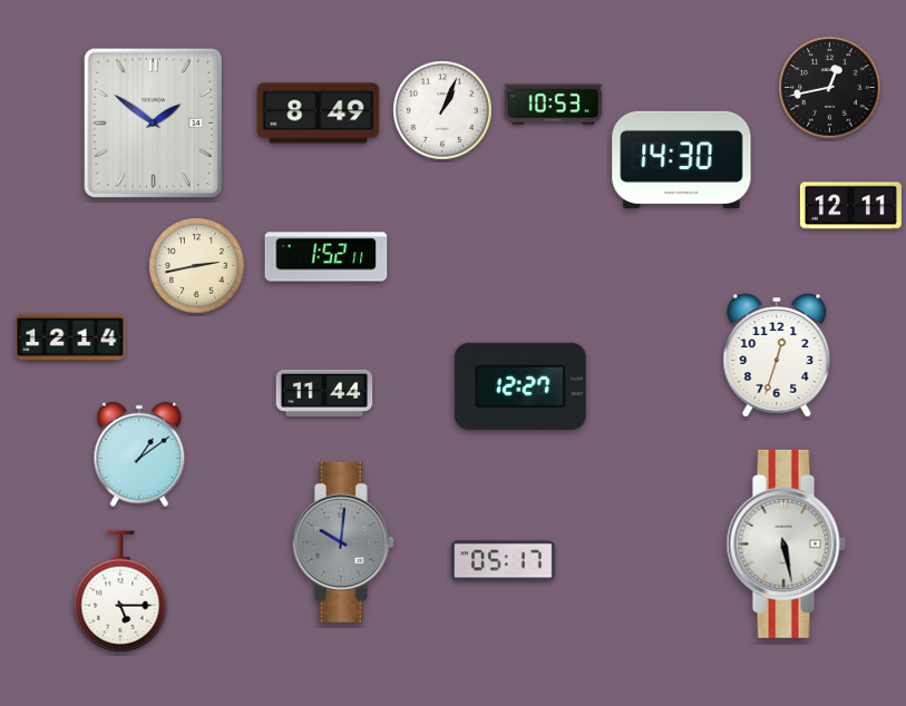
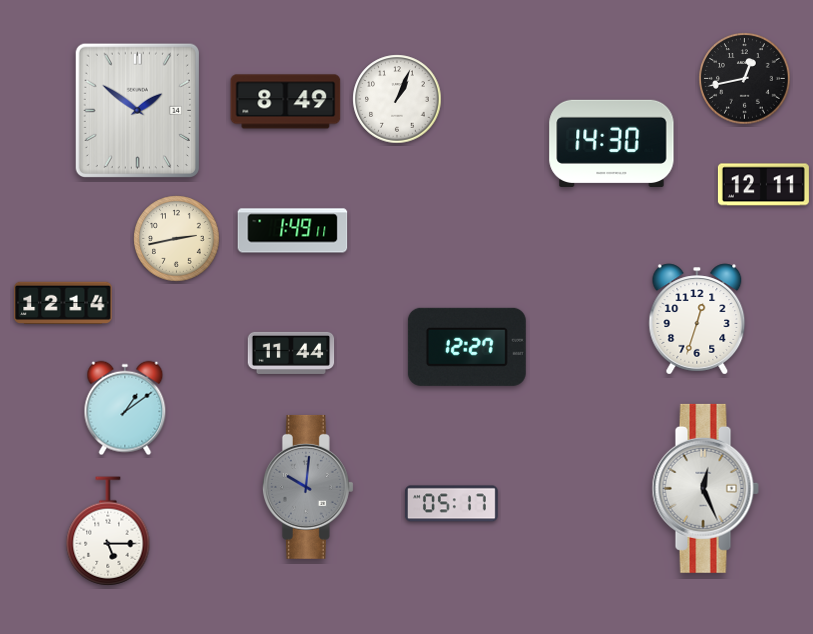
clock at (554, 105): 10:53 -> none
clock at (327, 257): 1:52 -> 1:49
clock at (786, 543): 5:28 -> 12:26
